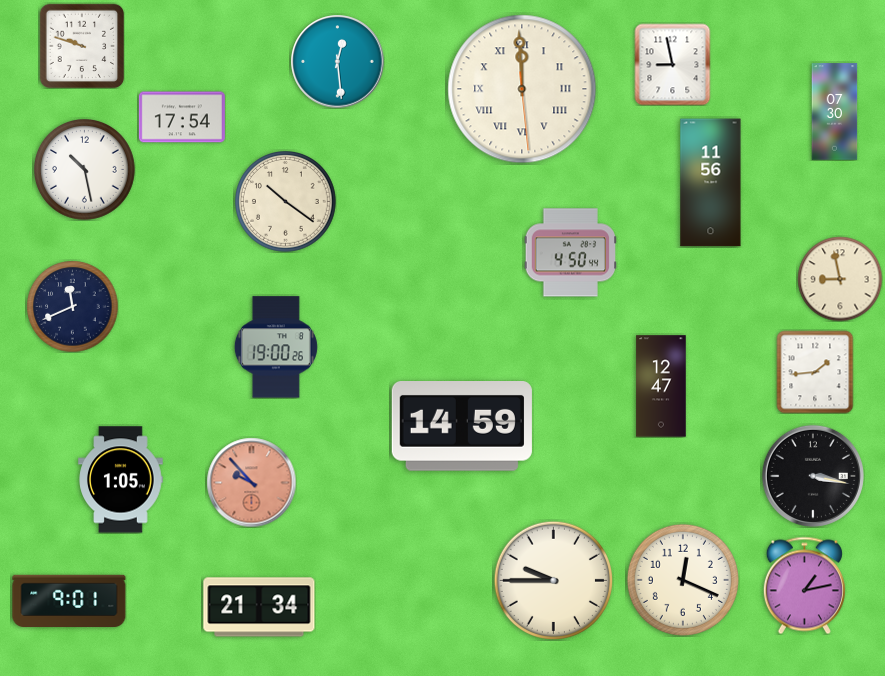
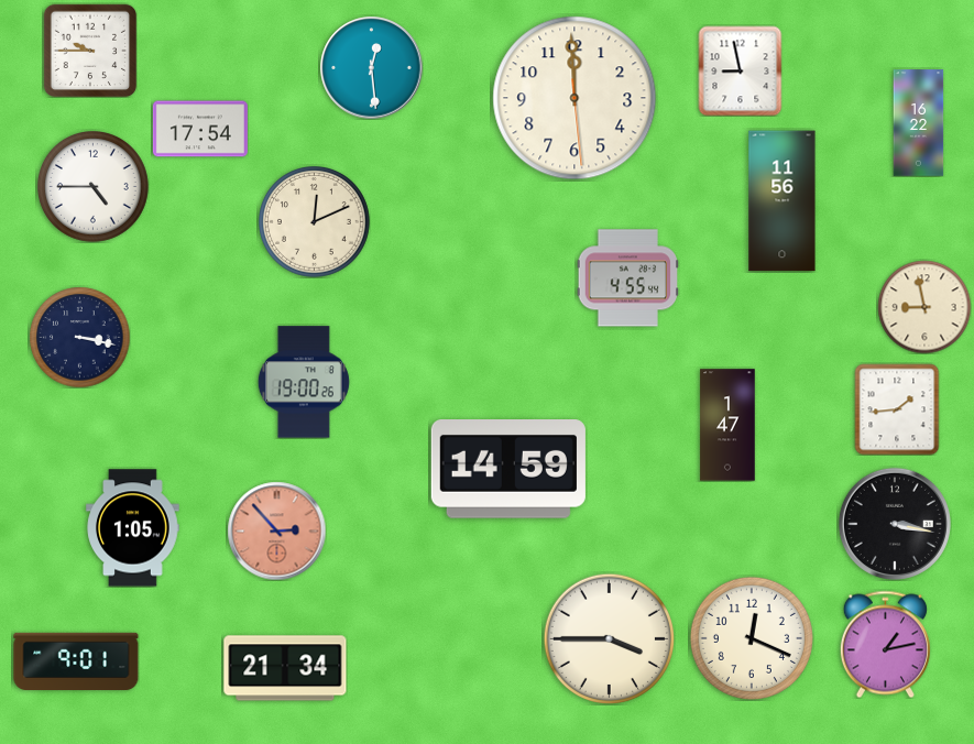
clock at (82, 46): 9:48 -> 9:45
clock at (522, 89) numerals: Roman -> Arabic
clock at (835, 112): 07:30 -> 16:22
clock at (85, 170): 10:28 -> 4:45
clock at (286, 202): 10:21 -> 12:11
clock at (570, 253): 4:50 -> 4:55
clock at (72, 306): 11:41 -> 3:17
clock at (661, 386): 12:47 -> 1:47
clock at (251, 482): 9:53 -> 2:53
clock at (553, 580): 9:45 -> 3:45
